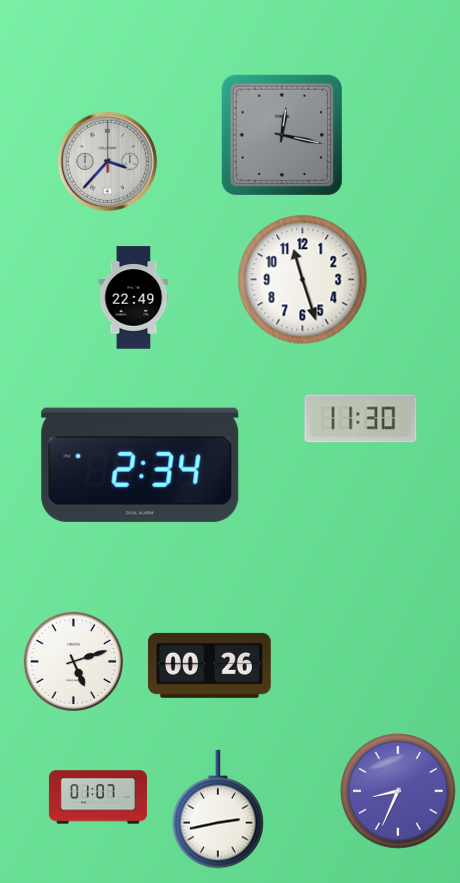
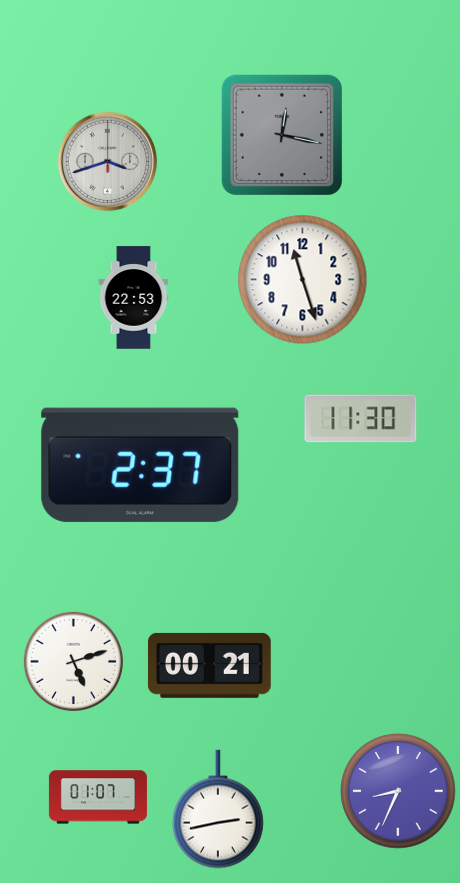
clock at (108, 162): 3:37 -> 3:42
clock at (134, 298): 22:49 -> 22:53
clock at (140, 465): 2:34 -> 2:37
clock at (209, 665): 00:26 -> 00:21
